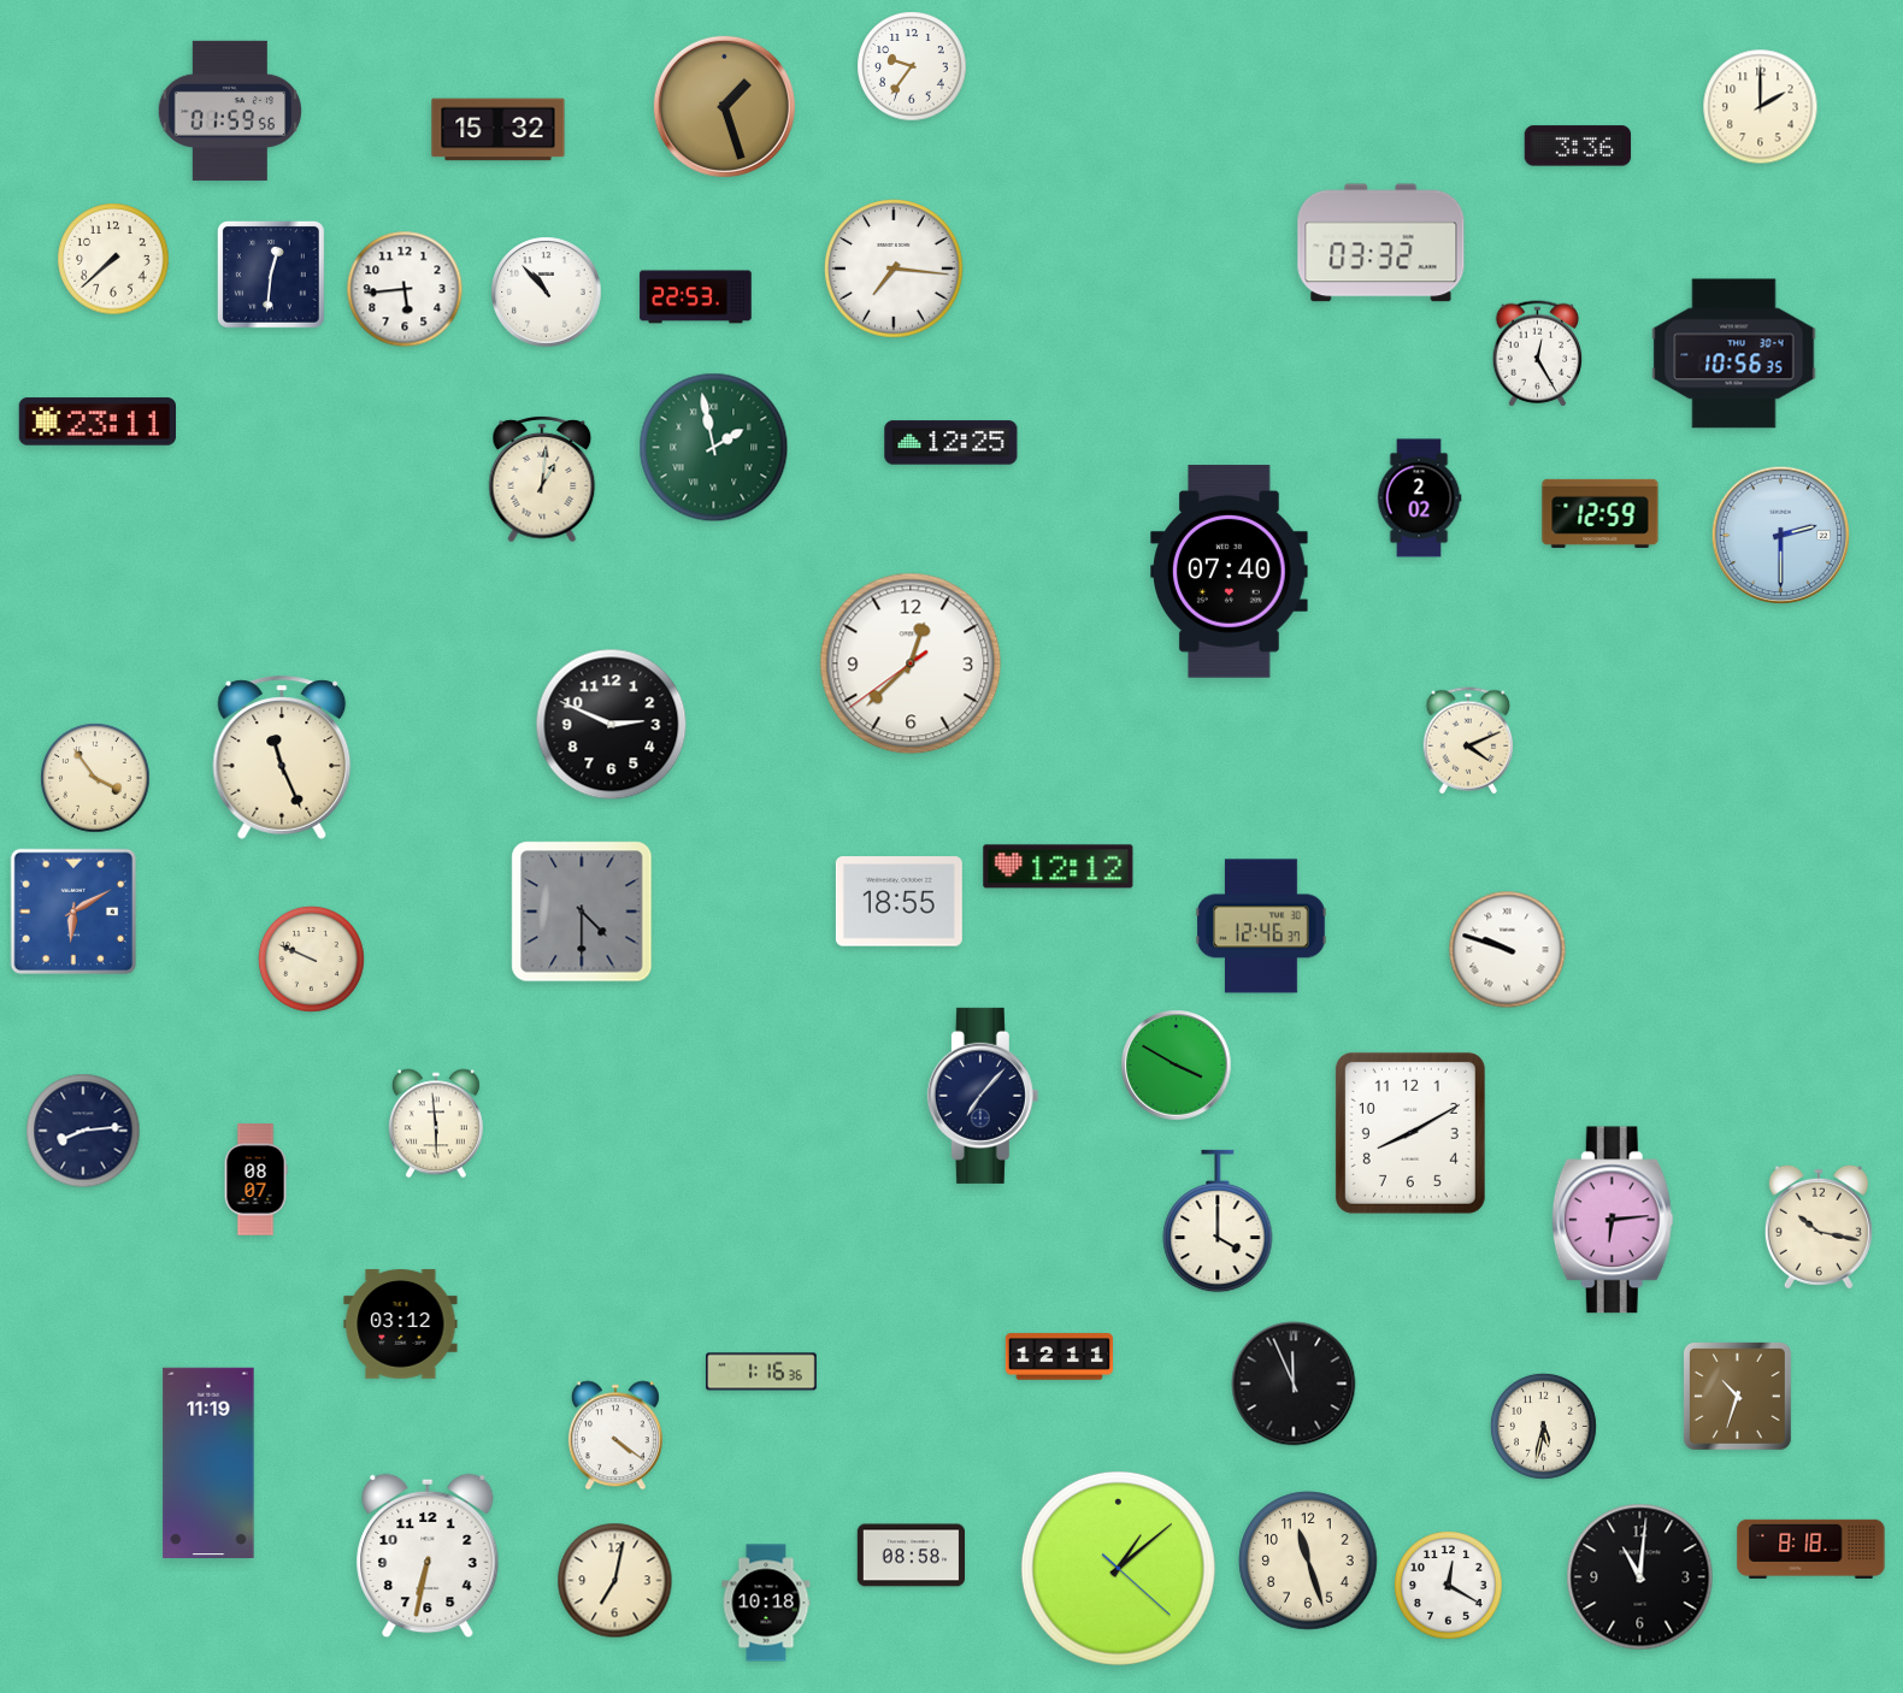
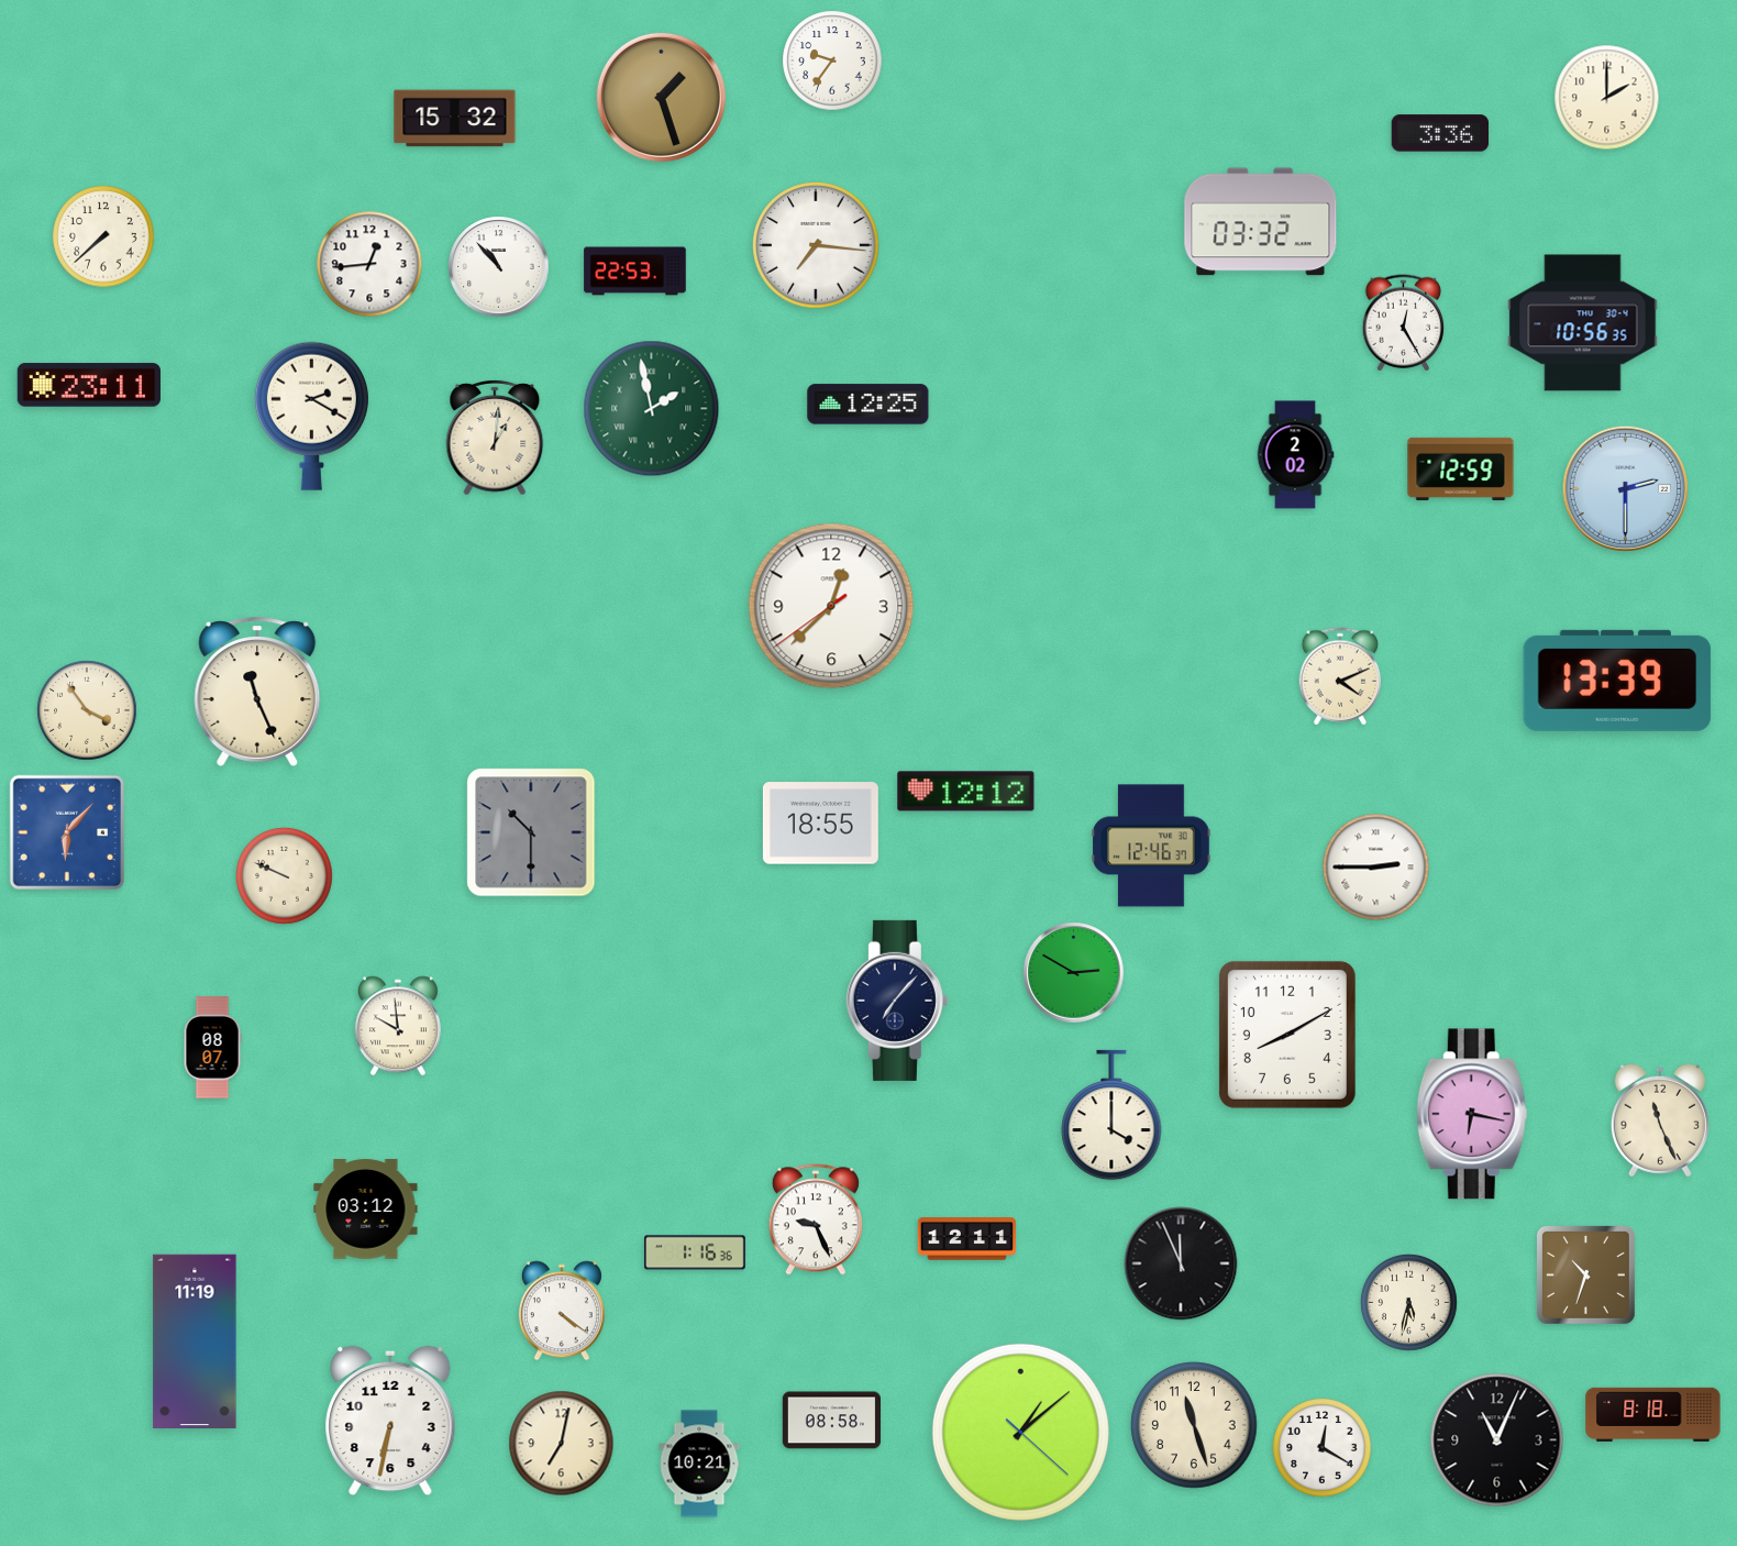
clock at (230, 111): 01:59 -> none
clock at (272, 276): 12:31 -> none
clock at (405, 289): 5:44 -> 12:44
clock at (311, 416): none -> 2:20
clock at (1230, 572): 07:40 -> none
clock at (612, 725): 2:49 -> none
clock at (1617, 681): none -> 13:39
clock at (73, 912): 6:10 -> 6:07
clock at (582, 912): 4:30 -> 10:30
clock at (1508, 950): 9:48 -> 2:45
clock at (1177, 1066): 3:50 -> 2:50
clock at (436, 1123): 5:59 -> 9:59
clock at (83, 1131): 8:14 -> none
clock at (255, 1180) position: (255, 1180) -> (212, 1048)
clock at (1613, 1220): 6:14 -> 6:17
clock at (1819, 1227): 10:17 -> 11:26
clock at (816, 1219): none -> 9:26
clock at (208, 1462) position: (208, 1462) -> (195, 1340)
clock at (1640, 1577): 11:01 -> 11:04
clock at (766, 1603): 10:18 -> 10:21
